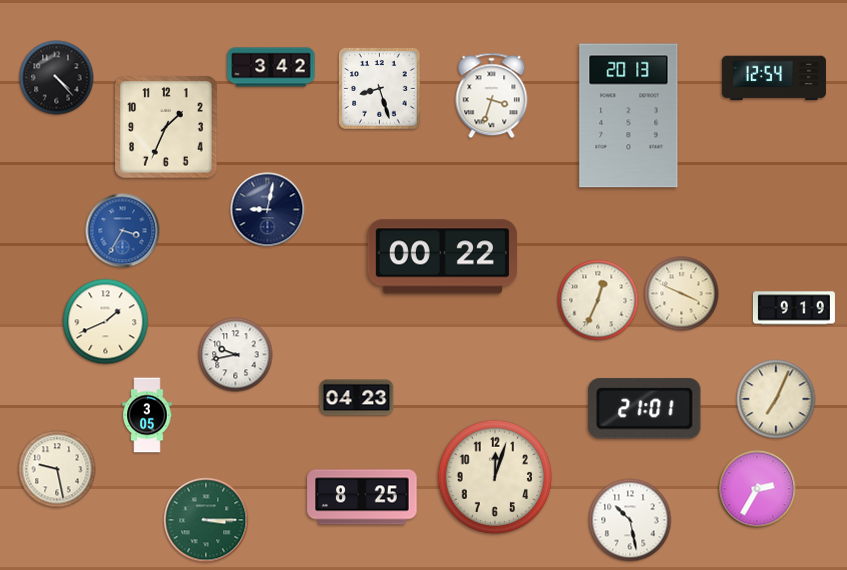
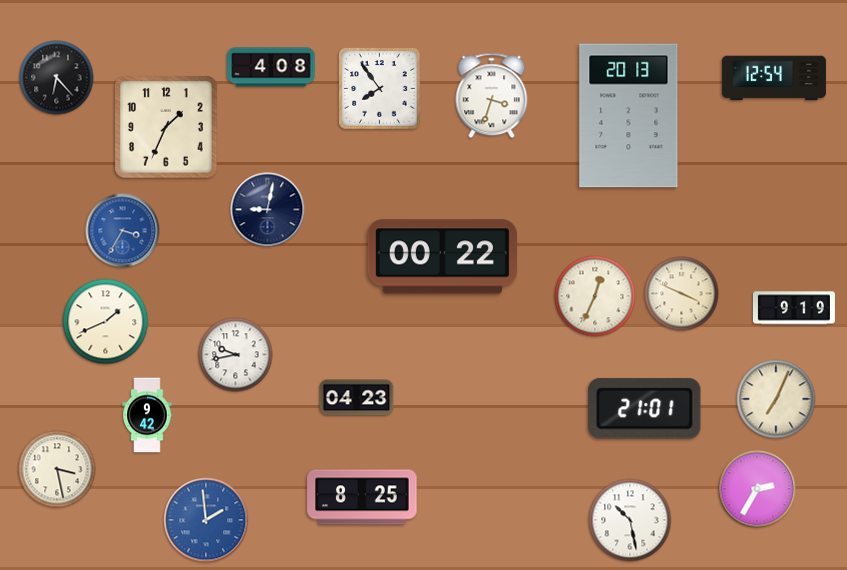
clock at (271, 67): 3:42 -> 4:08
clock at (57, 78): 4:23 -> 6:23
clock at (380, 89): 8:27 -> 7:54
clock at (598, 300) position: (598, 300) -> (595, 296)
clock at (147, 415): 3:05 -> 9:42
clock at (57, 469): 9:28 -> 3:28
clock at (495, 477): 12:03 -> none
clock at (206, 520): 3:15 -> 1:59
clock at (206, 520) dial: green -> blue
